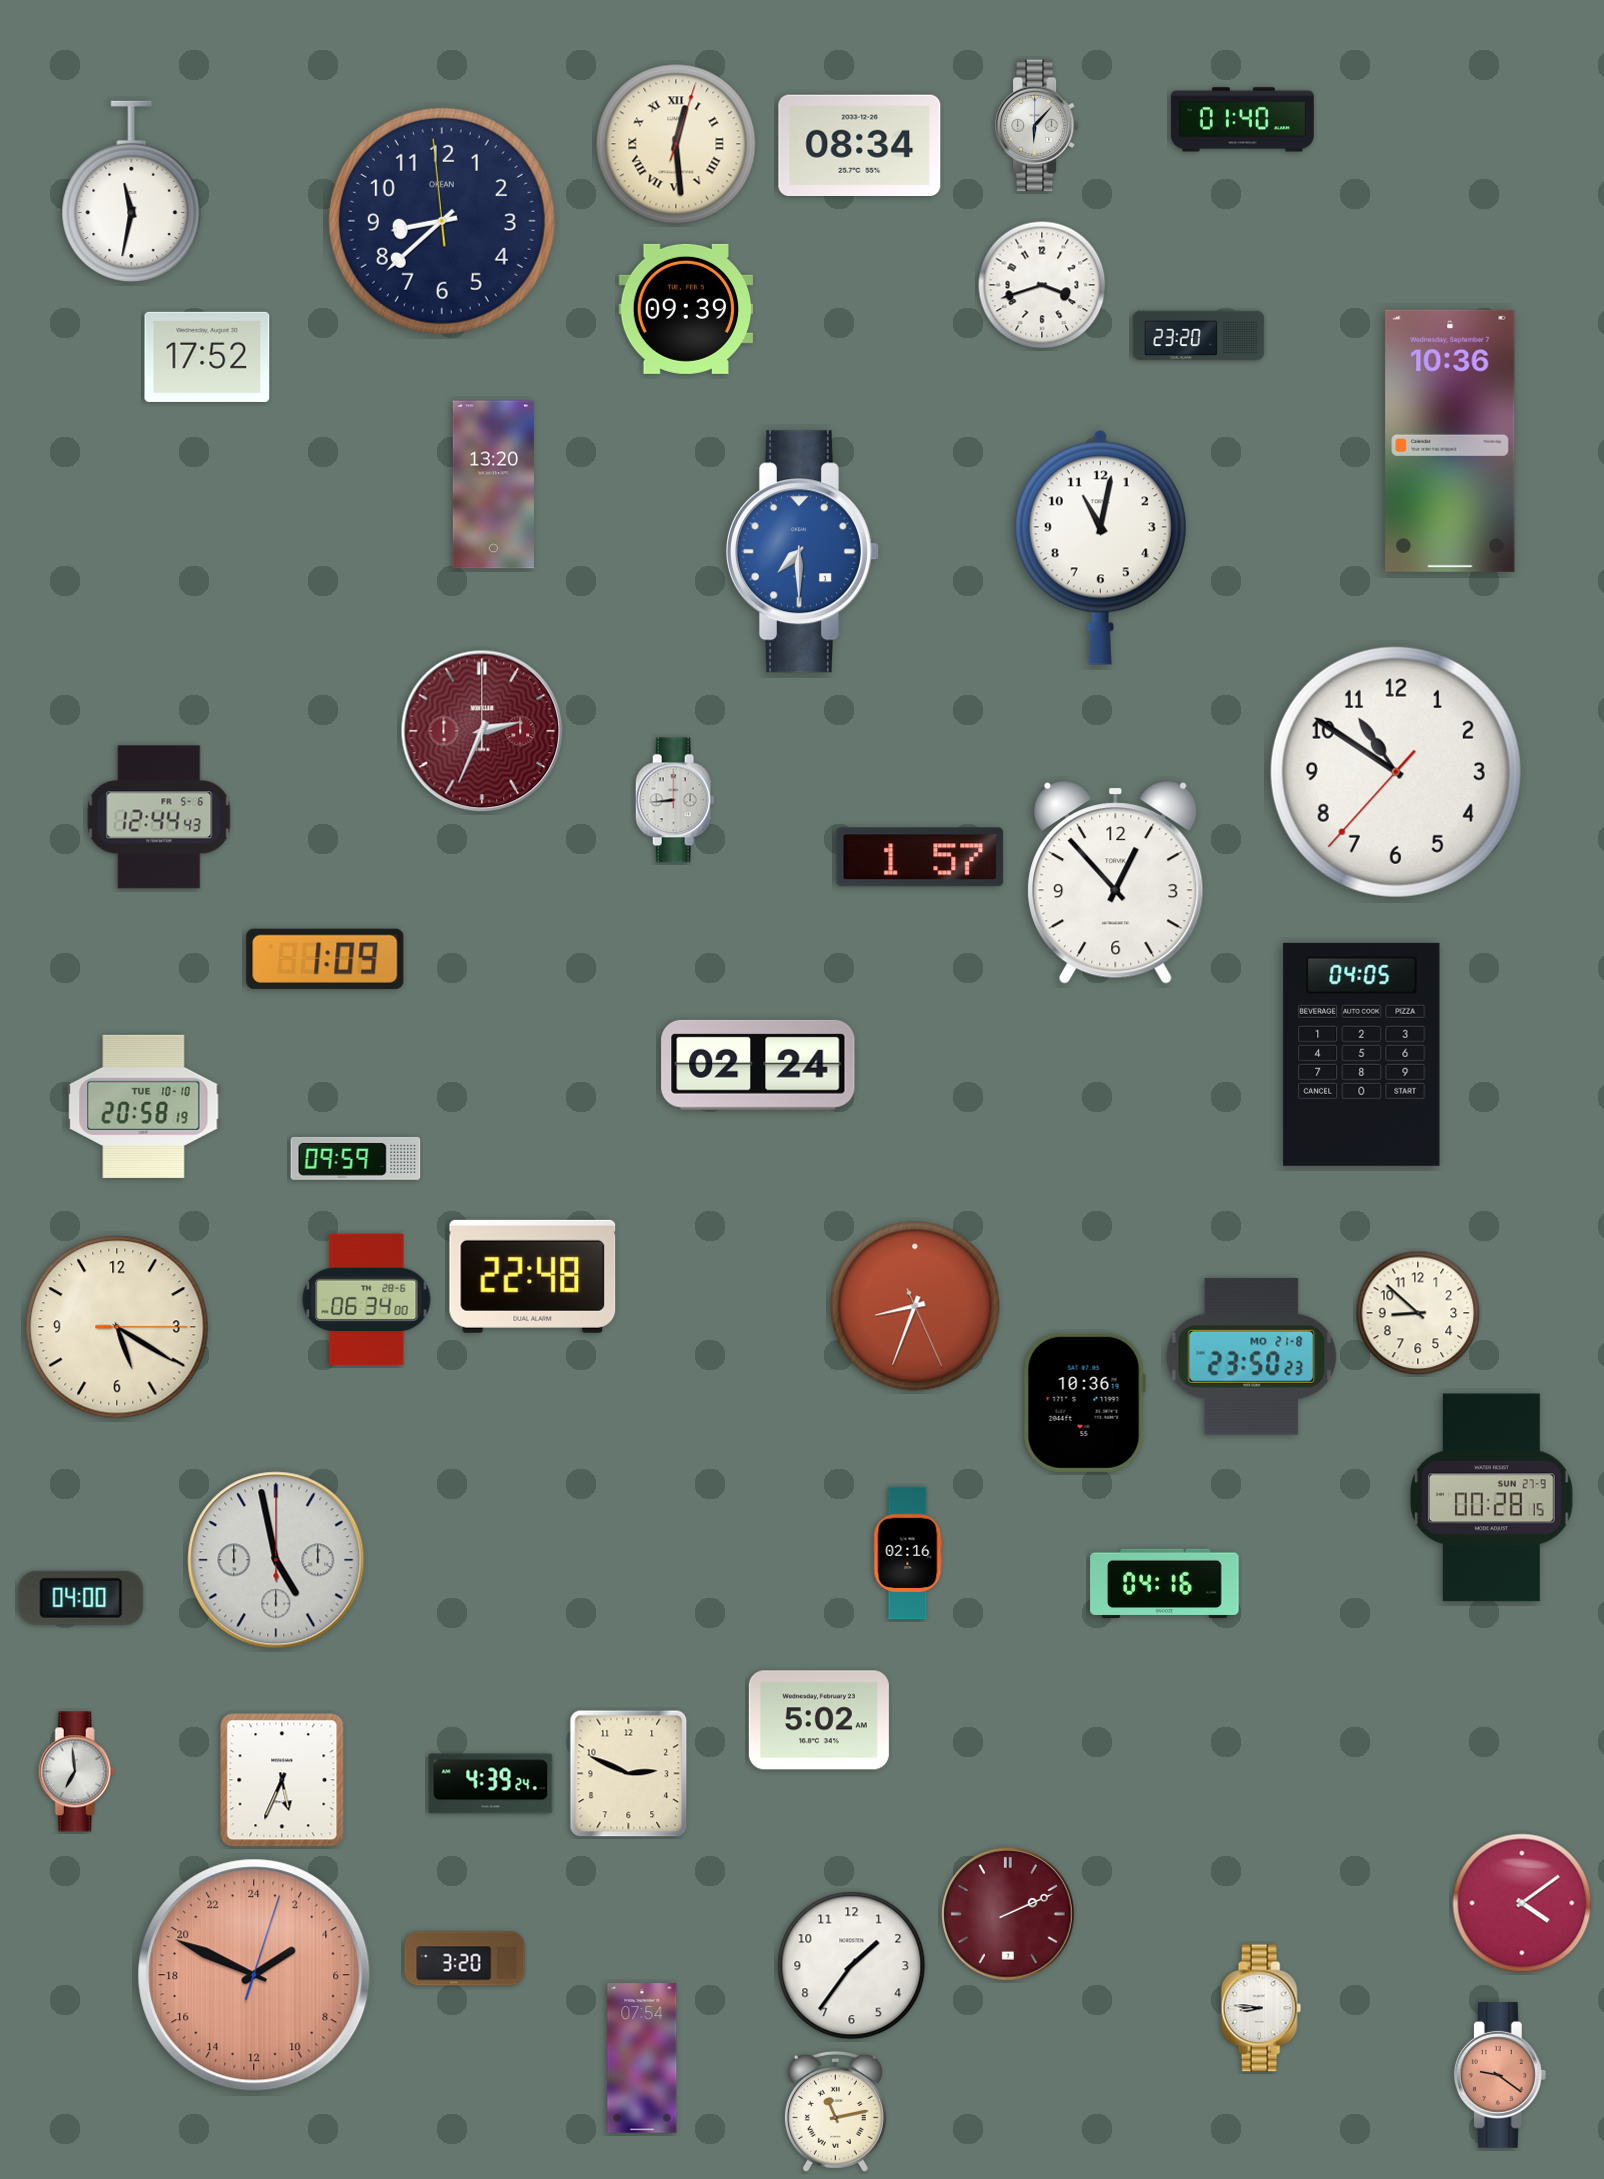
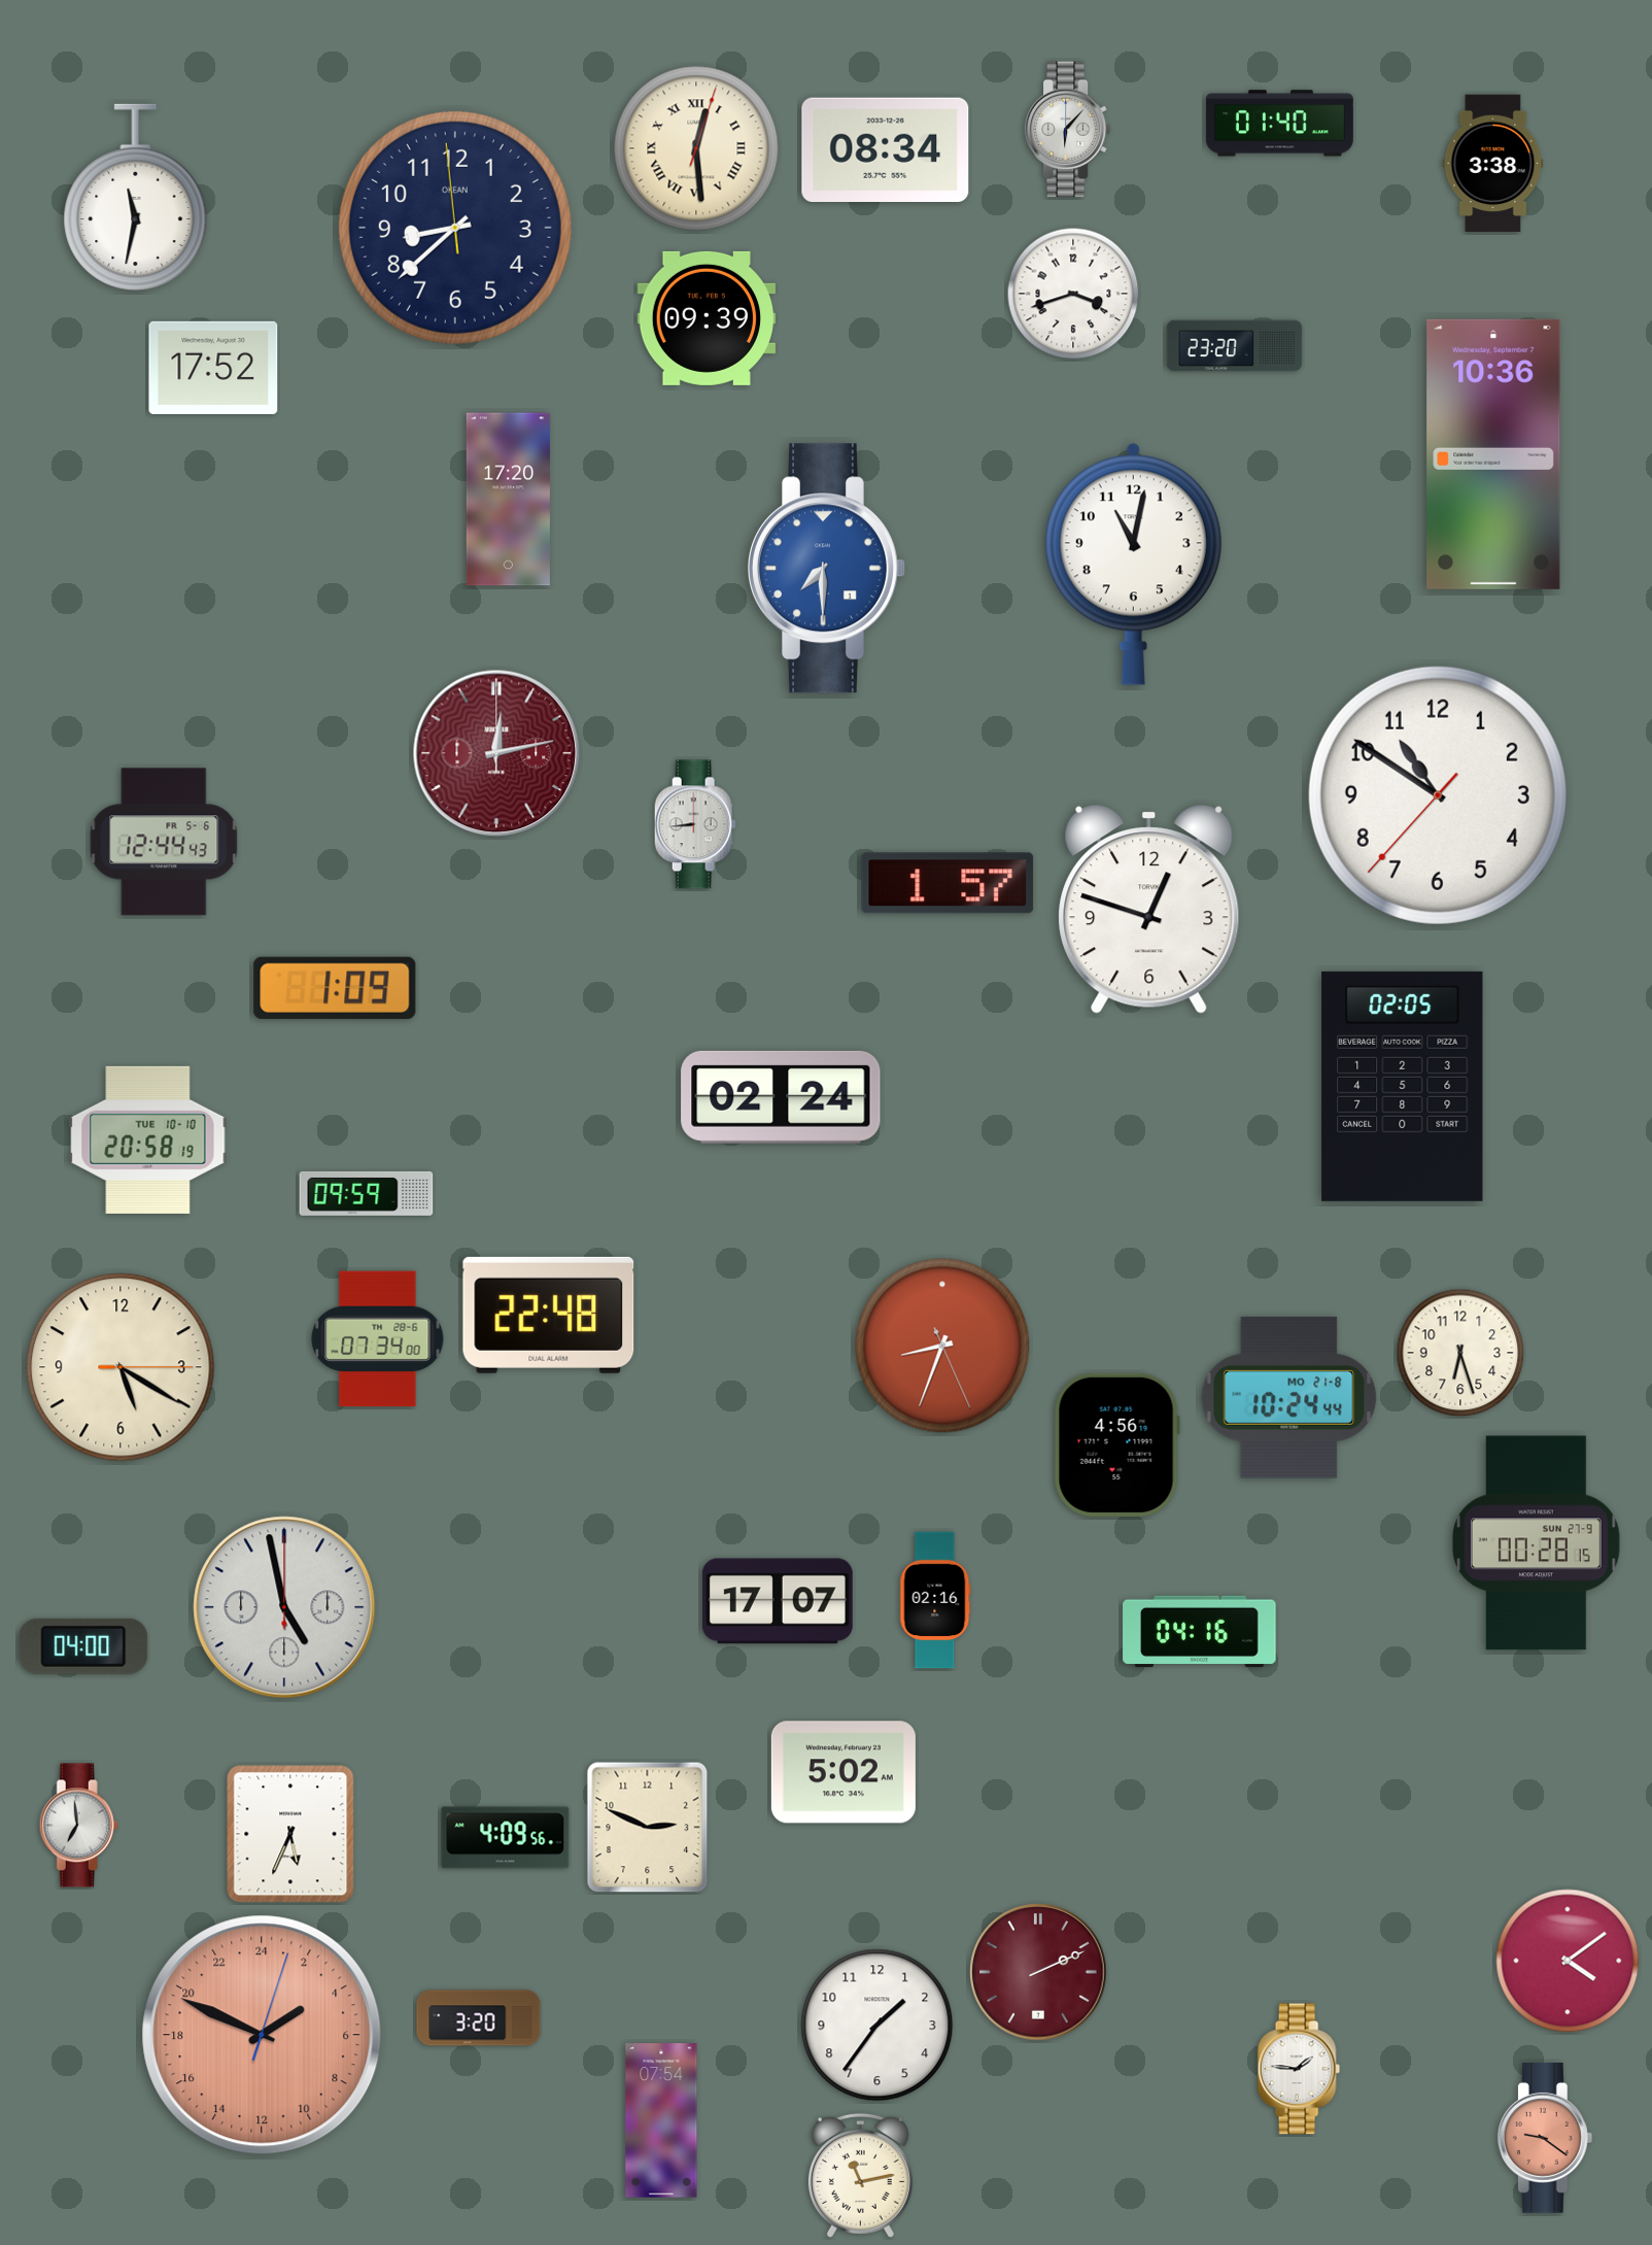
clock at (1493, 164): none -> 3:38
clock at (493, 485): 13:20 -> 17:20
clock at (482, 731): 2:34 -> 12:13
clock at (1116, 883): 12:53 -> 12:48
clock at (1362, 1054): 04:05 -> 02:05
clock at (367, 1300): 06:34 -> 07:34
clock at (1418, 1313): 8:52 -> 6:27
clock at (1252, 1356): 23:50 -> 10:24
clock at (1084, 1402): 10:36 -> 4:56
clock at (778, 1601): none -> 17:07
clock at (491, 1784): 4:39 -> 4:09
clock at (1261, 2008): 8:46 -> 1:46
